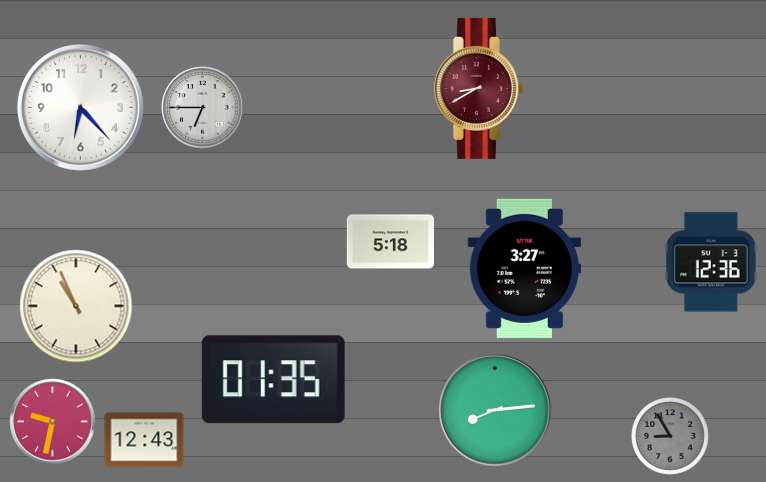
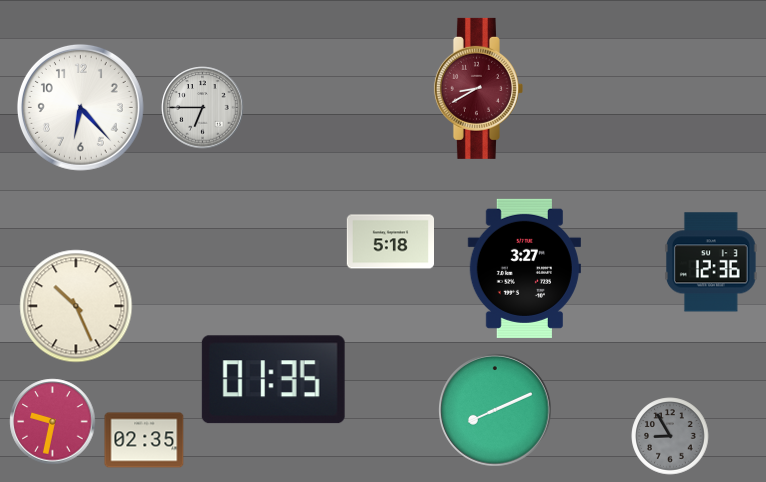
clock at (76, 306): 10:56 -> 10:26
clock at (496, 411): 8:14 -> 8:11
clock at (144, 440): 12:43 -> 02:35
